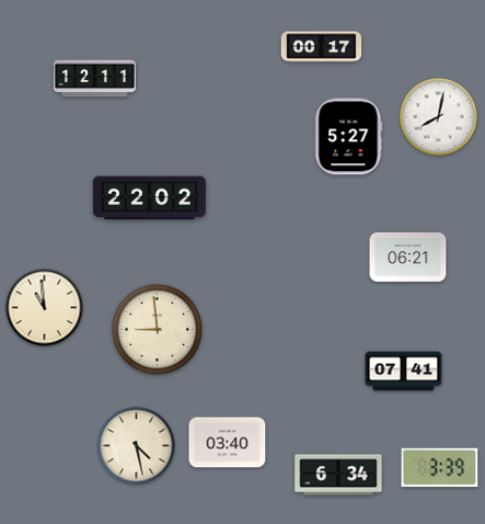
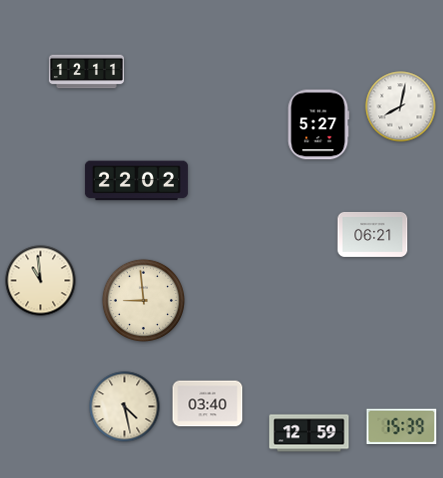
clock at (322, 47): 00:17 -> none
clock at (404, 372): 07:41 -> none
clock at (440, 468): 3:39 -> 15:39
clock at (338, 475): 6:34 -> 12:59
